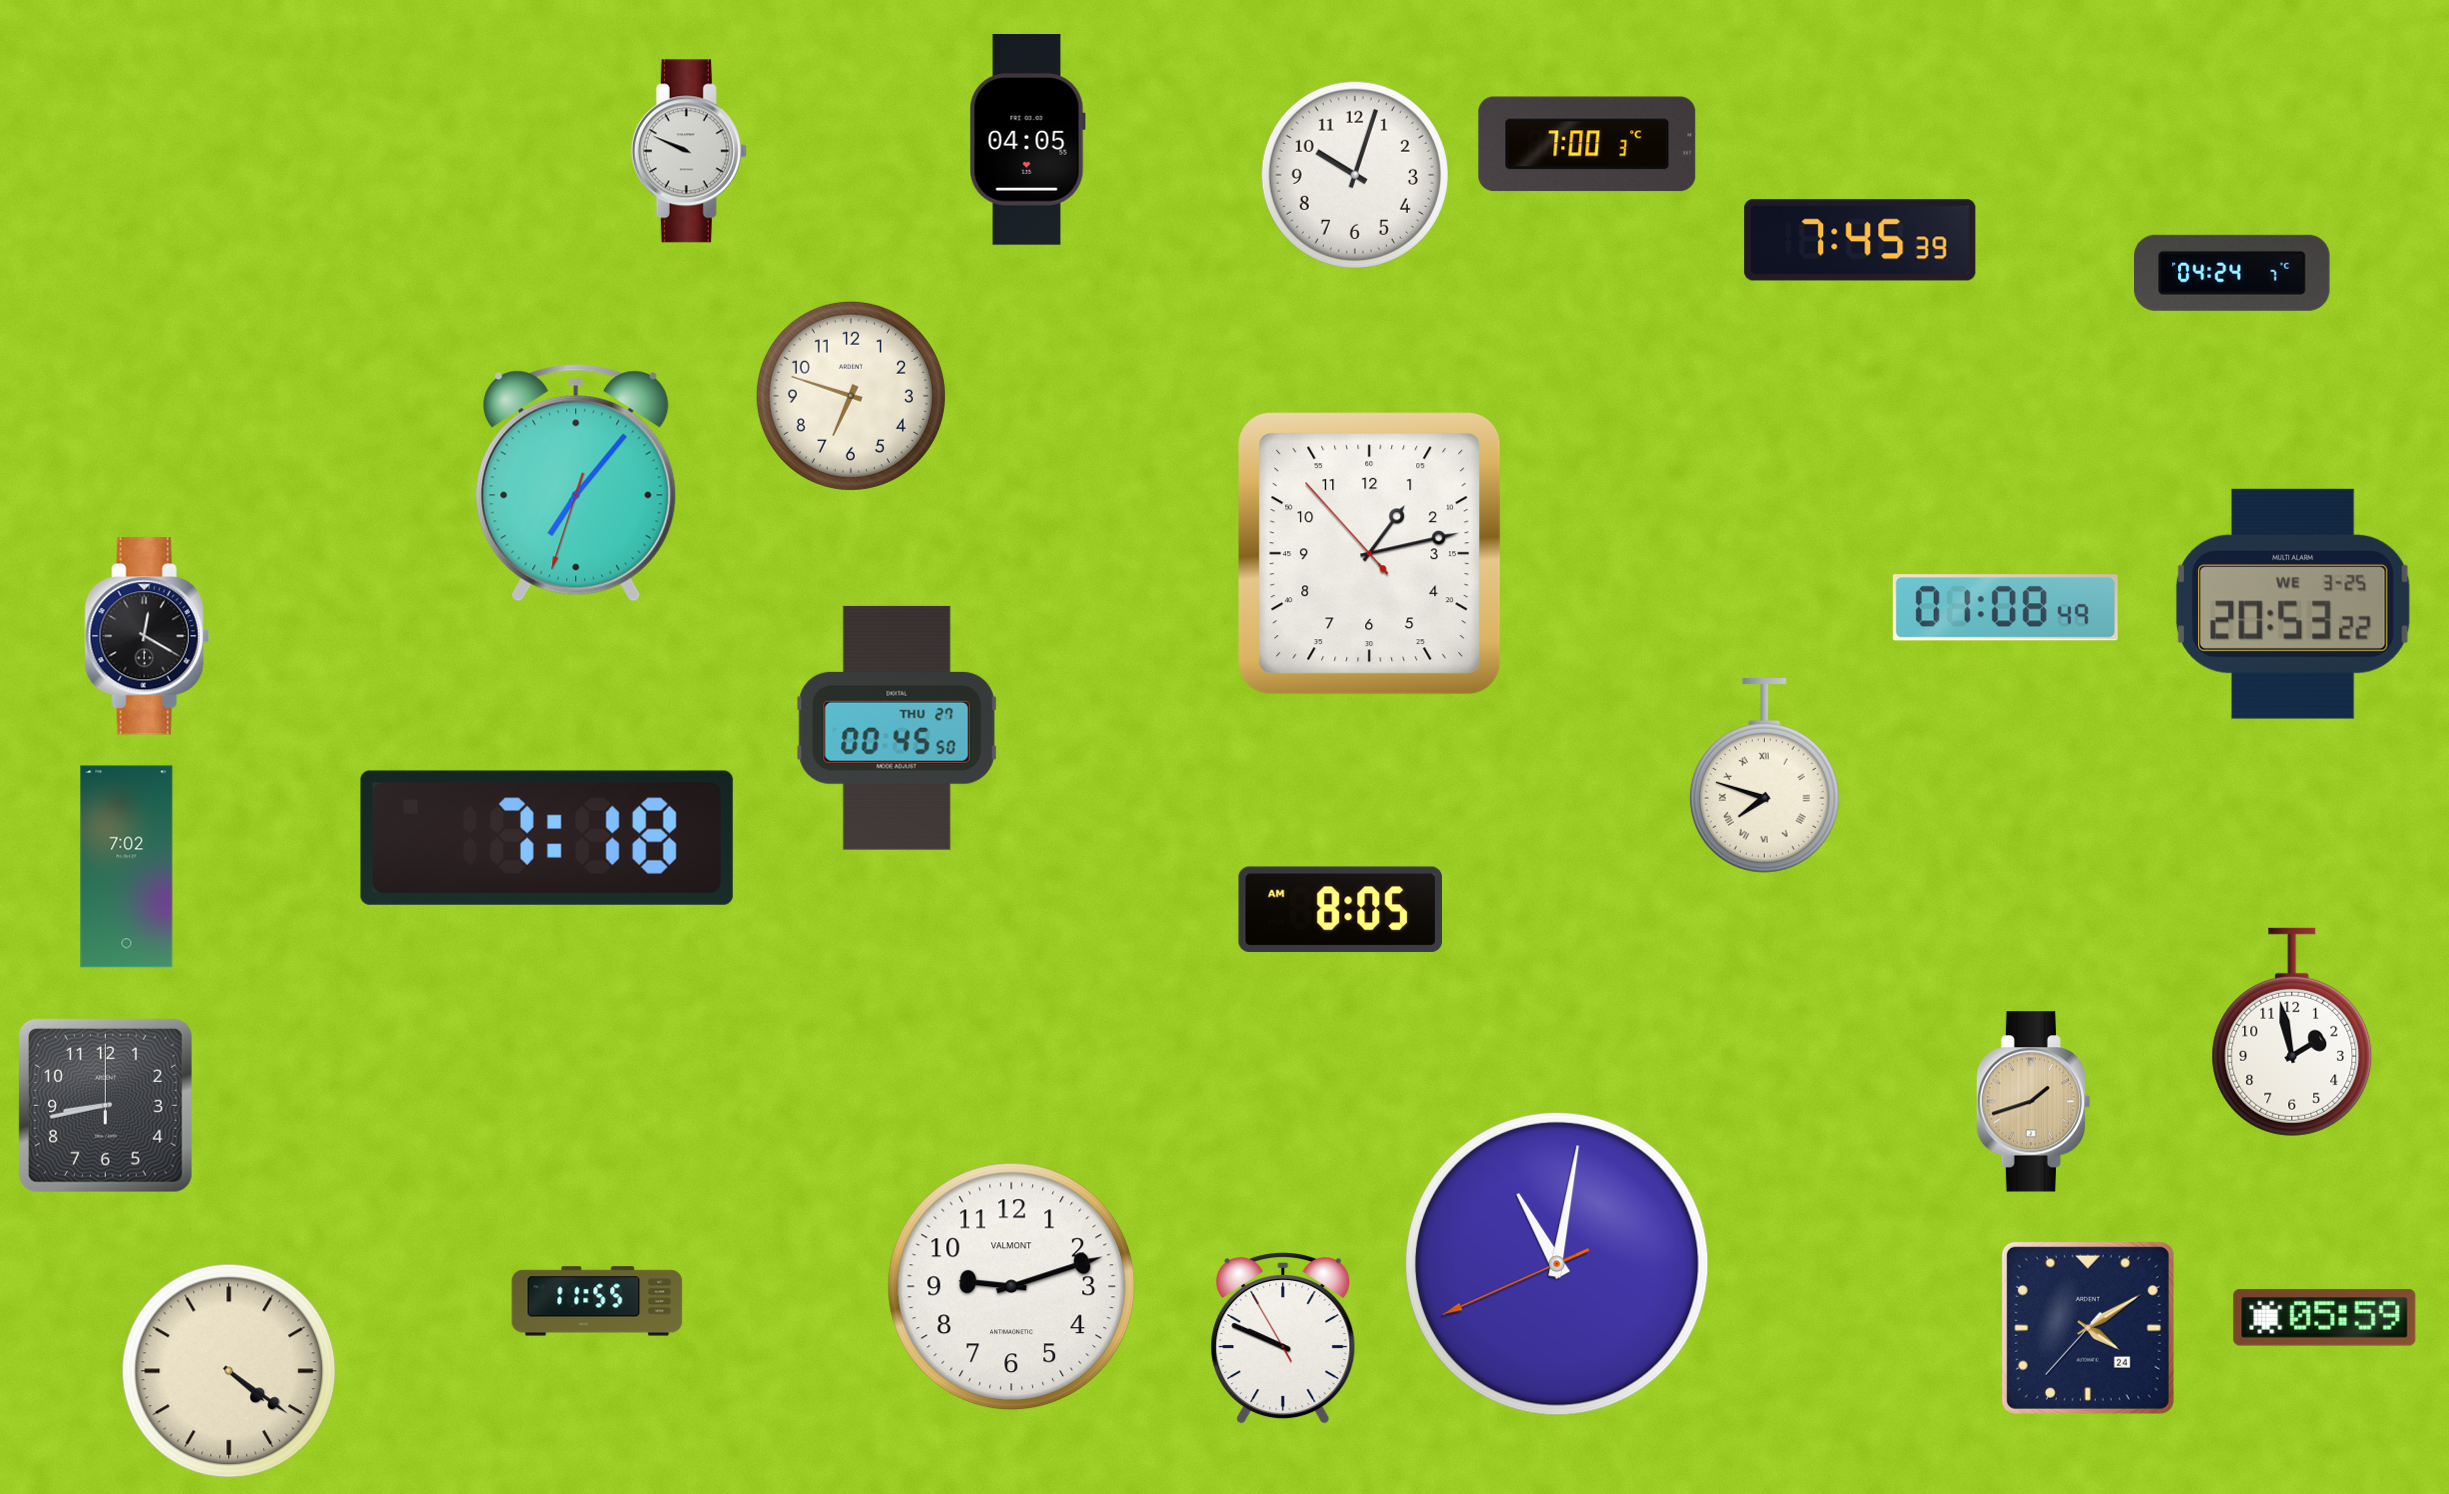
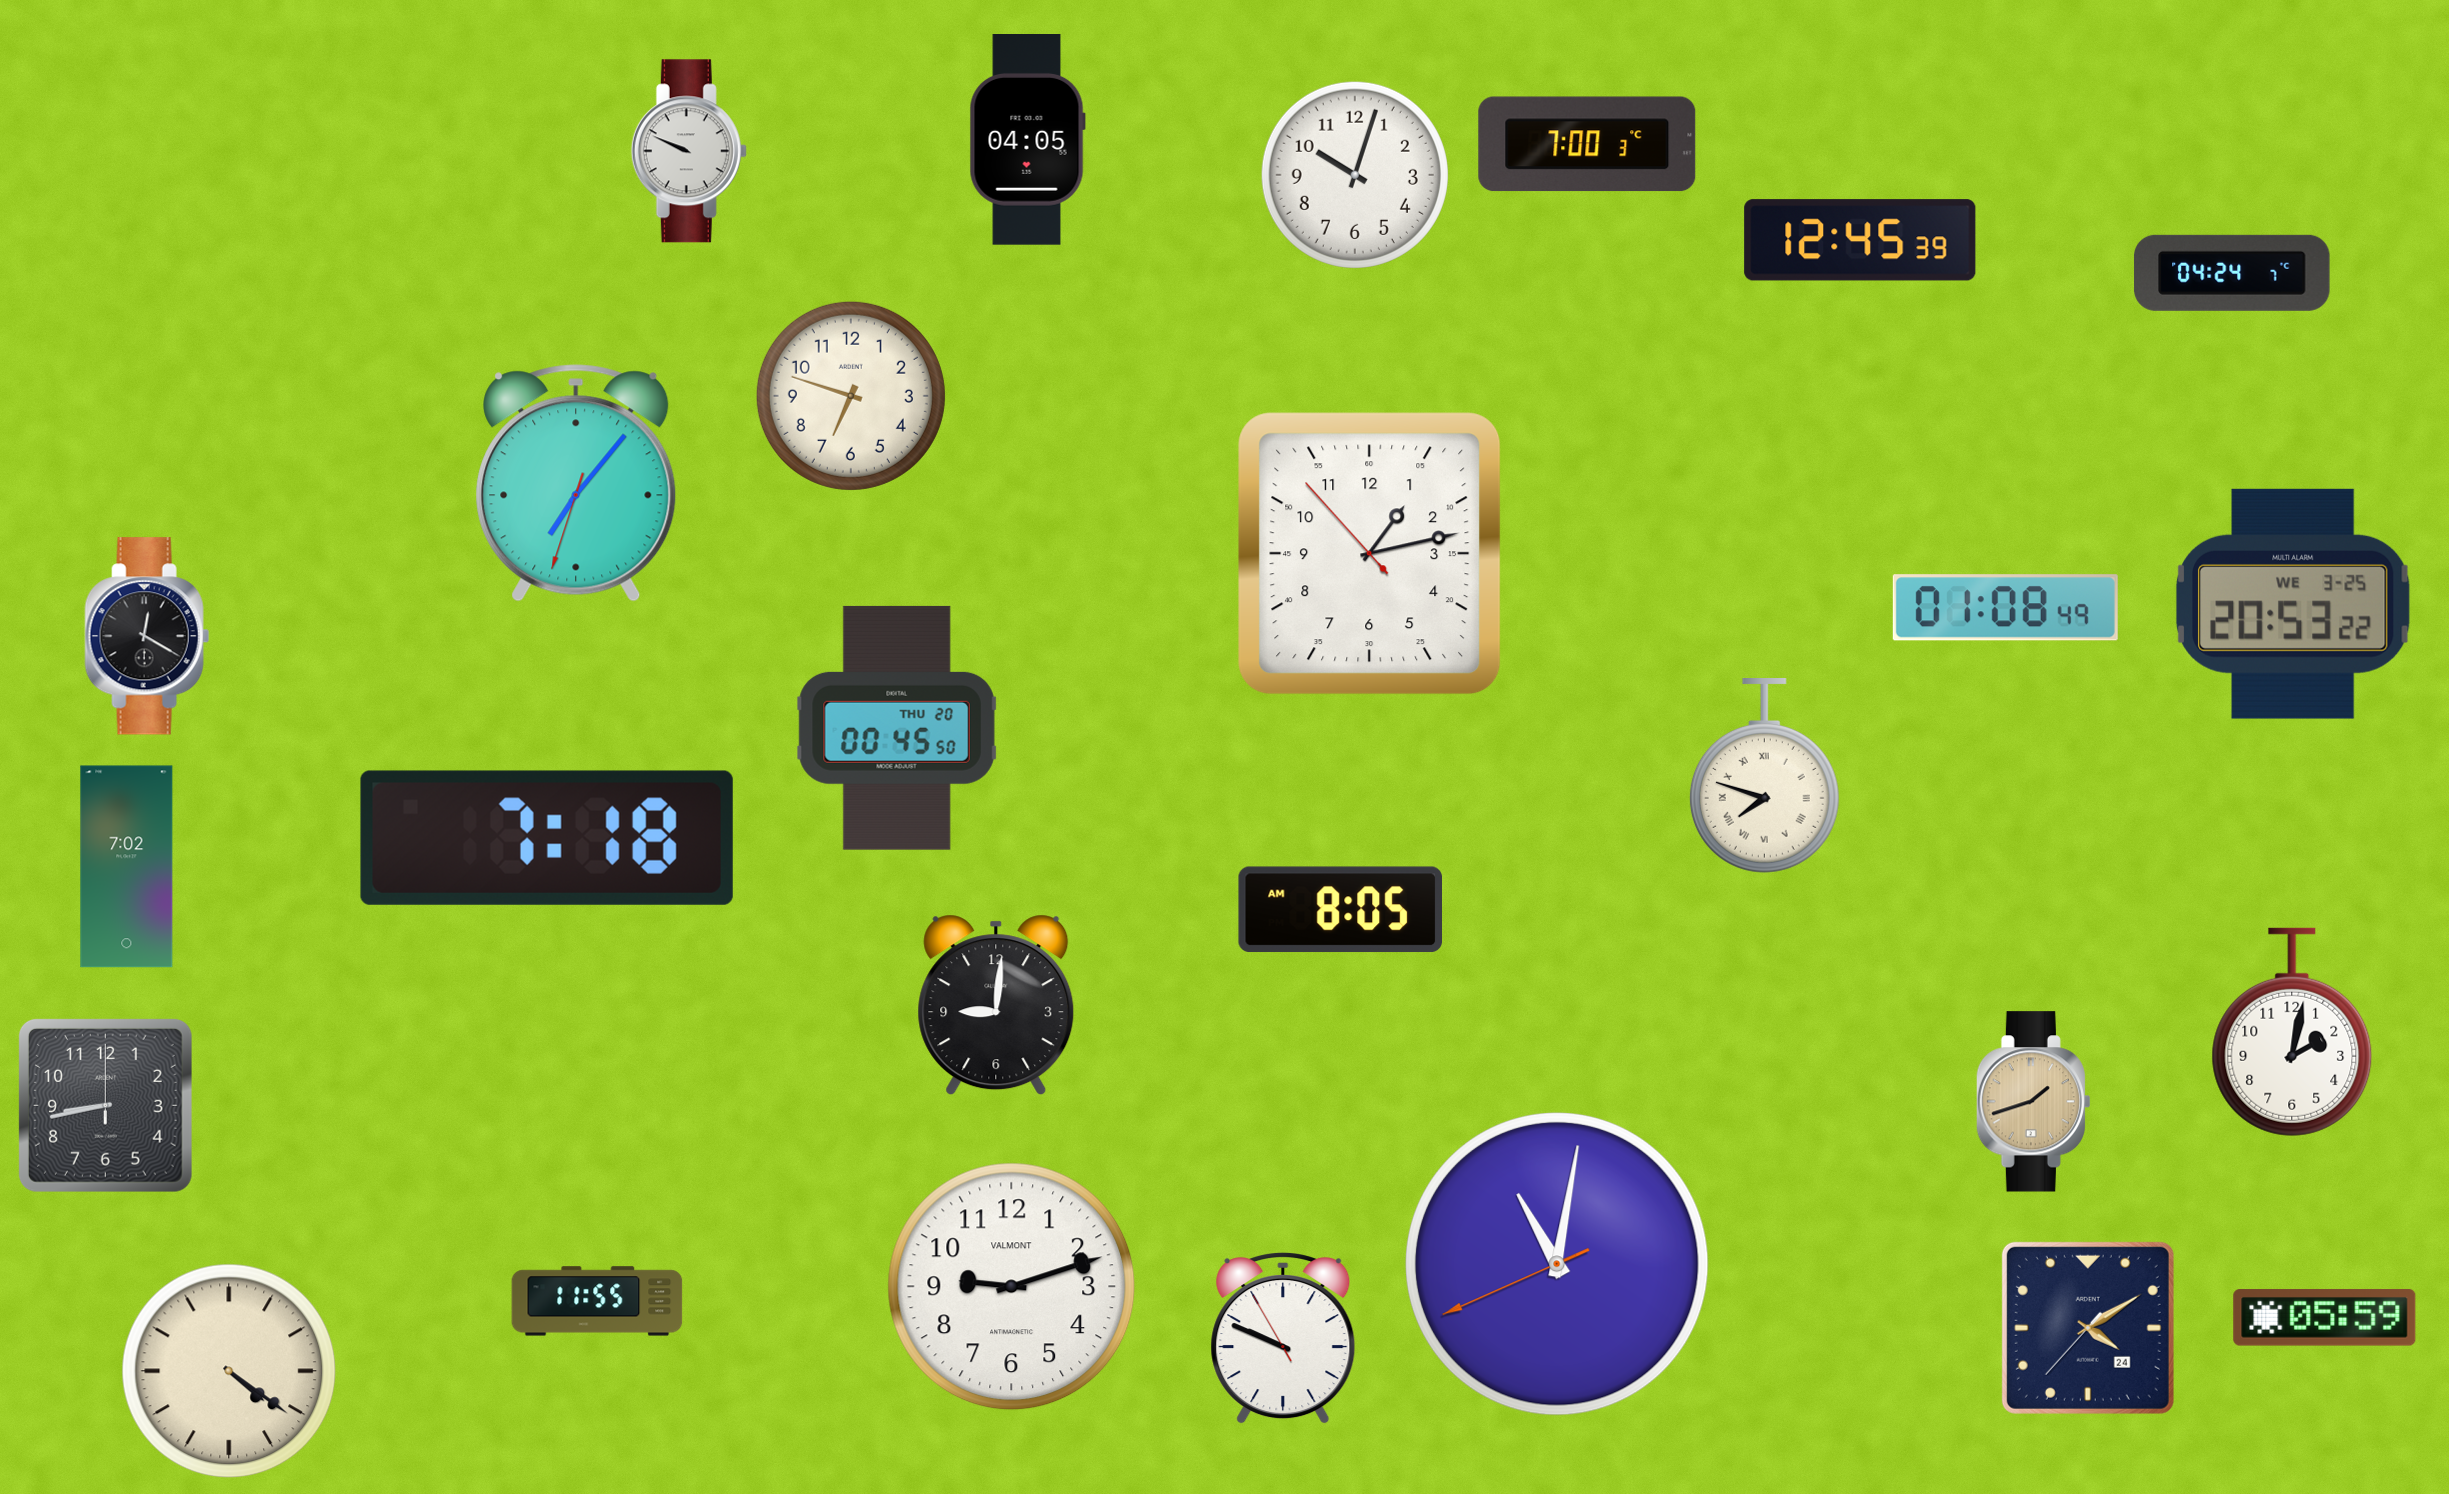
clock at (1860, 240): 7:45 -> 12:45
clock at (897, 728) date: THU 27 -> THU 20
clock at (996, 1005): none -> 9:01
clock at (2292, 1032): 1:58 -> 2:02
